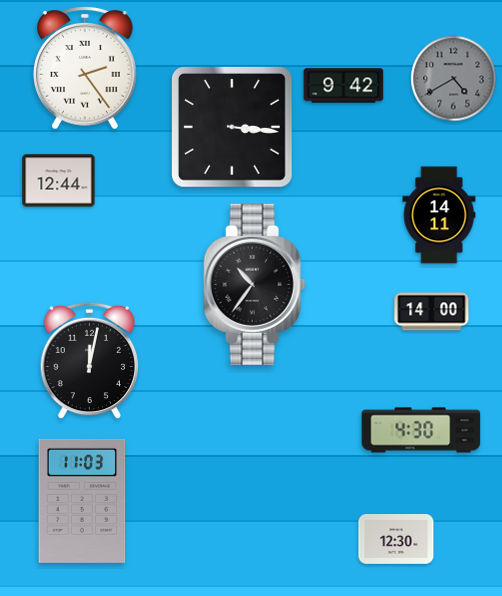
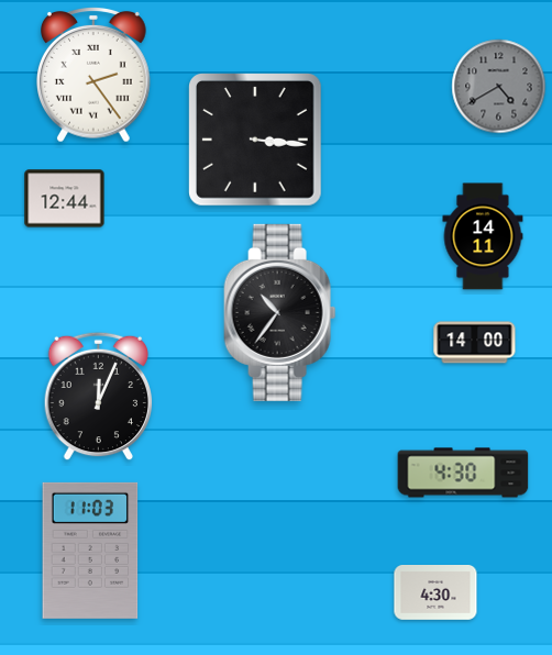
clock at (344, 86): 9:42 -> none
clock at (90, 361): 12:02 -> 12:04
clock at (396, 540): 12:30 -> 4:30
